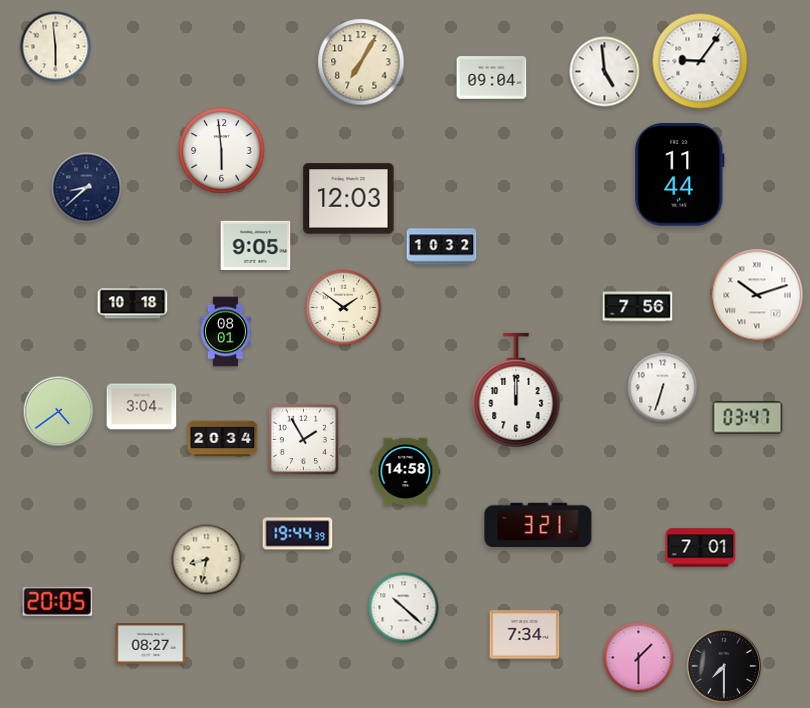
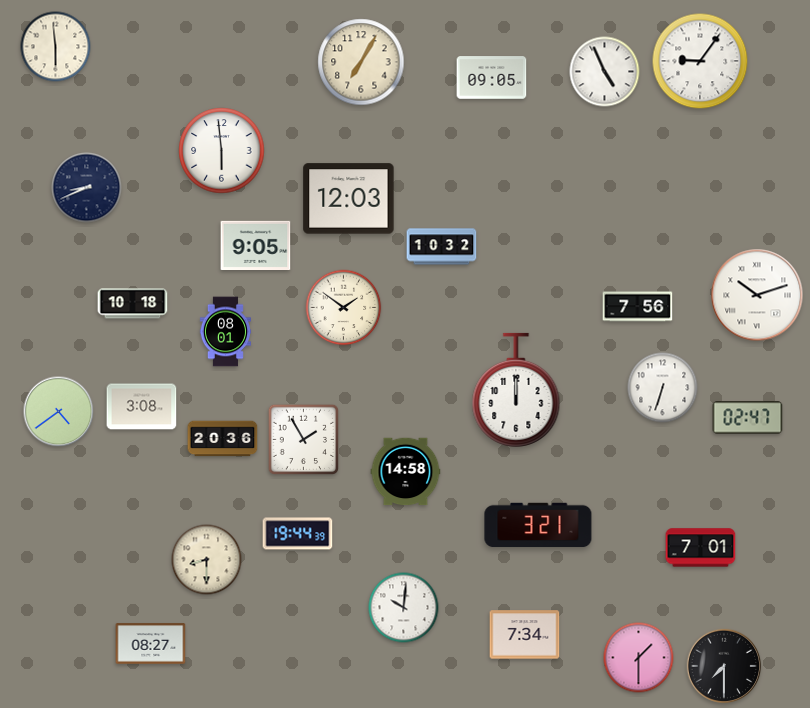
clock at (605, 72): 4:59 -> 4:56
clock at (492, 78): 09:04 -> 09:05
clock at (680, 175): 11:44 -> none
clock at (87, 188): 8:38 -> 8:41
clock at (142, 407): 3:04 -> 3:08
clock at (748, 418): 03:47 -> 02:47
clock at (223, 439): 20:34 -> 20:36
clock at (207, 560): 8:32 -> 8:30
clock at (58, 601): 20:05 -> none
clock at (404, 608): 10:22 -> 10:01
